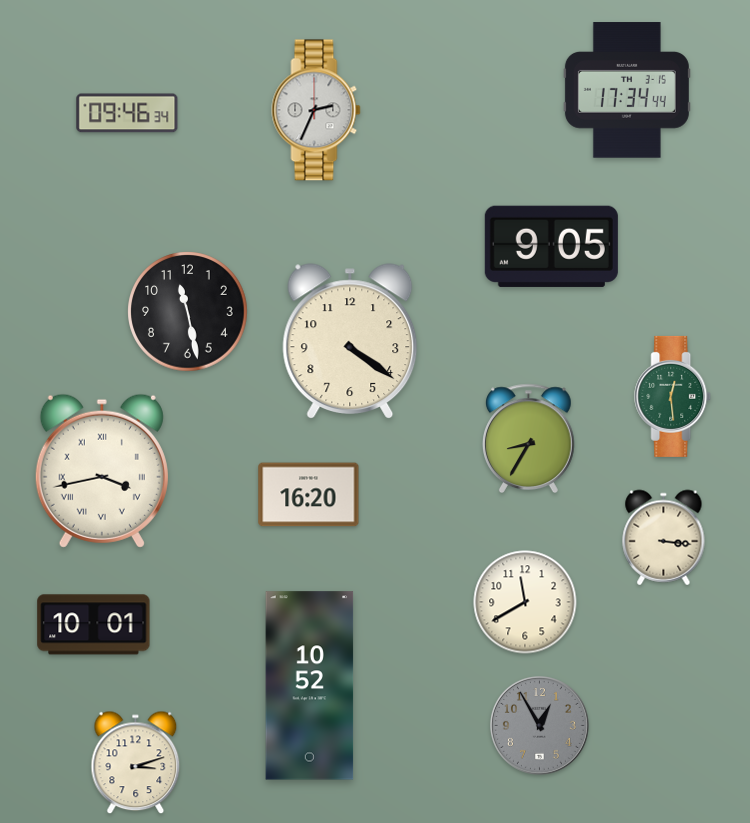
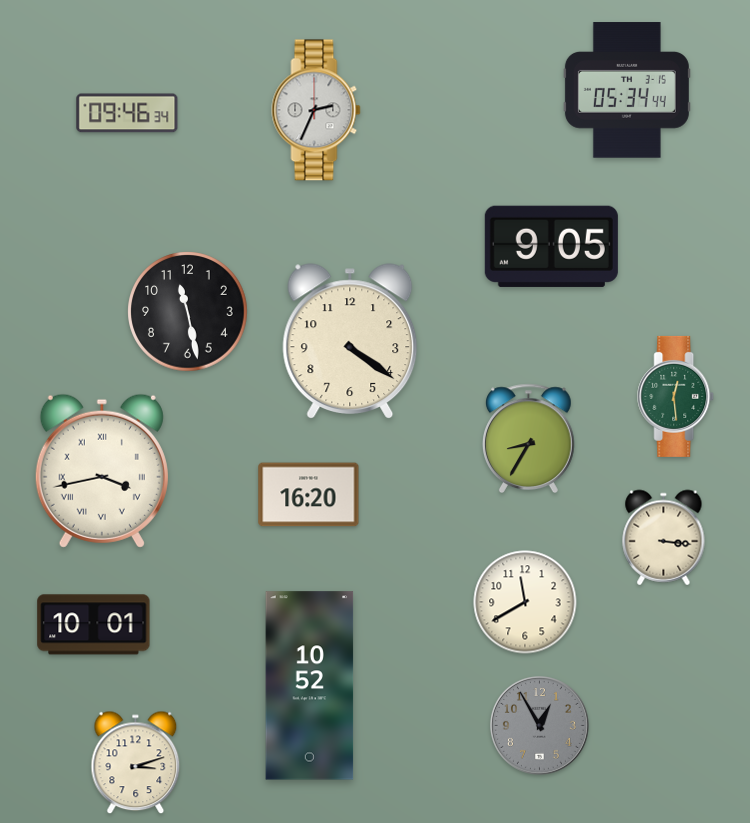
clock at (627, 90): 17:34 -> 05:34
clock at (673, 396) position: (673, 396) -> (676, 396)
